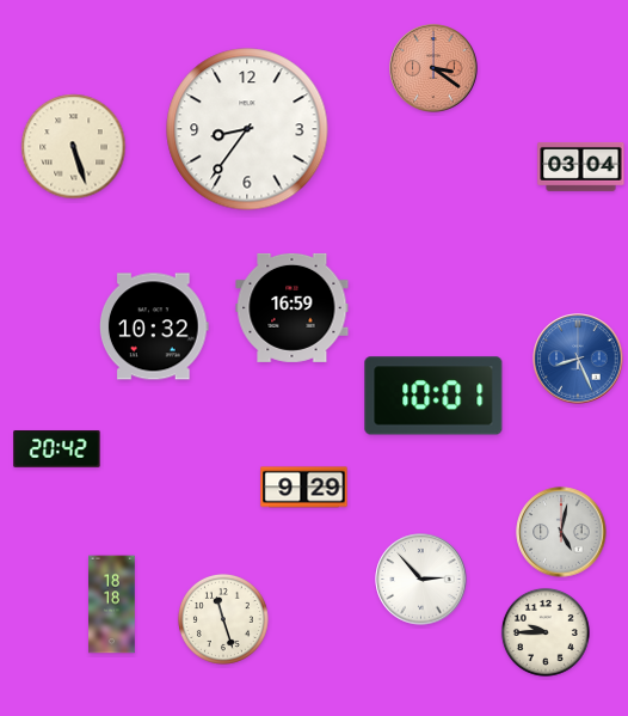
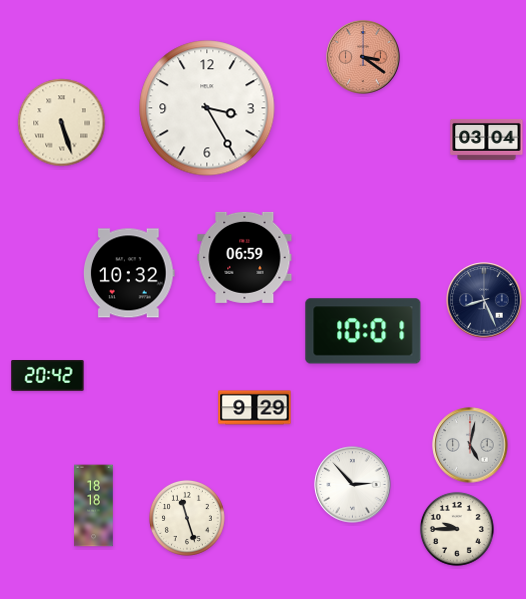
clock at (247, 129): 8:36 -> 3:25
clock at (293, 307): 16:59 -> 06:59
clock at (578, 359) dial: blue -> navy
